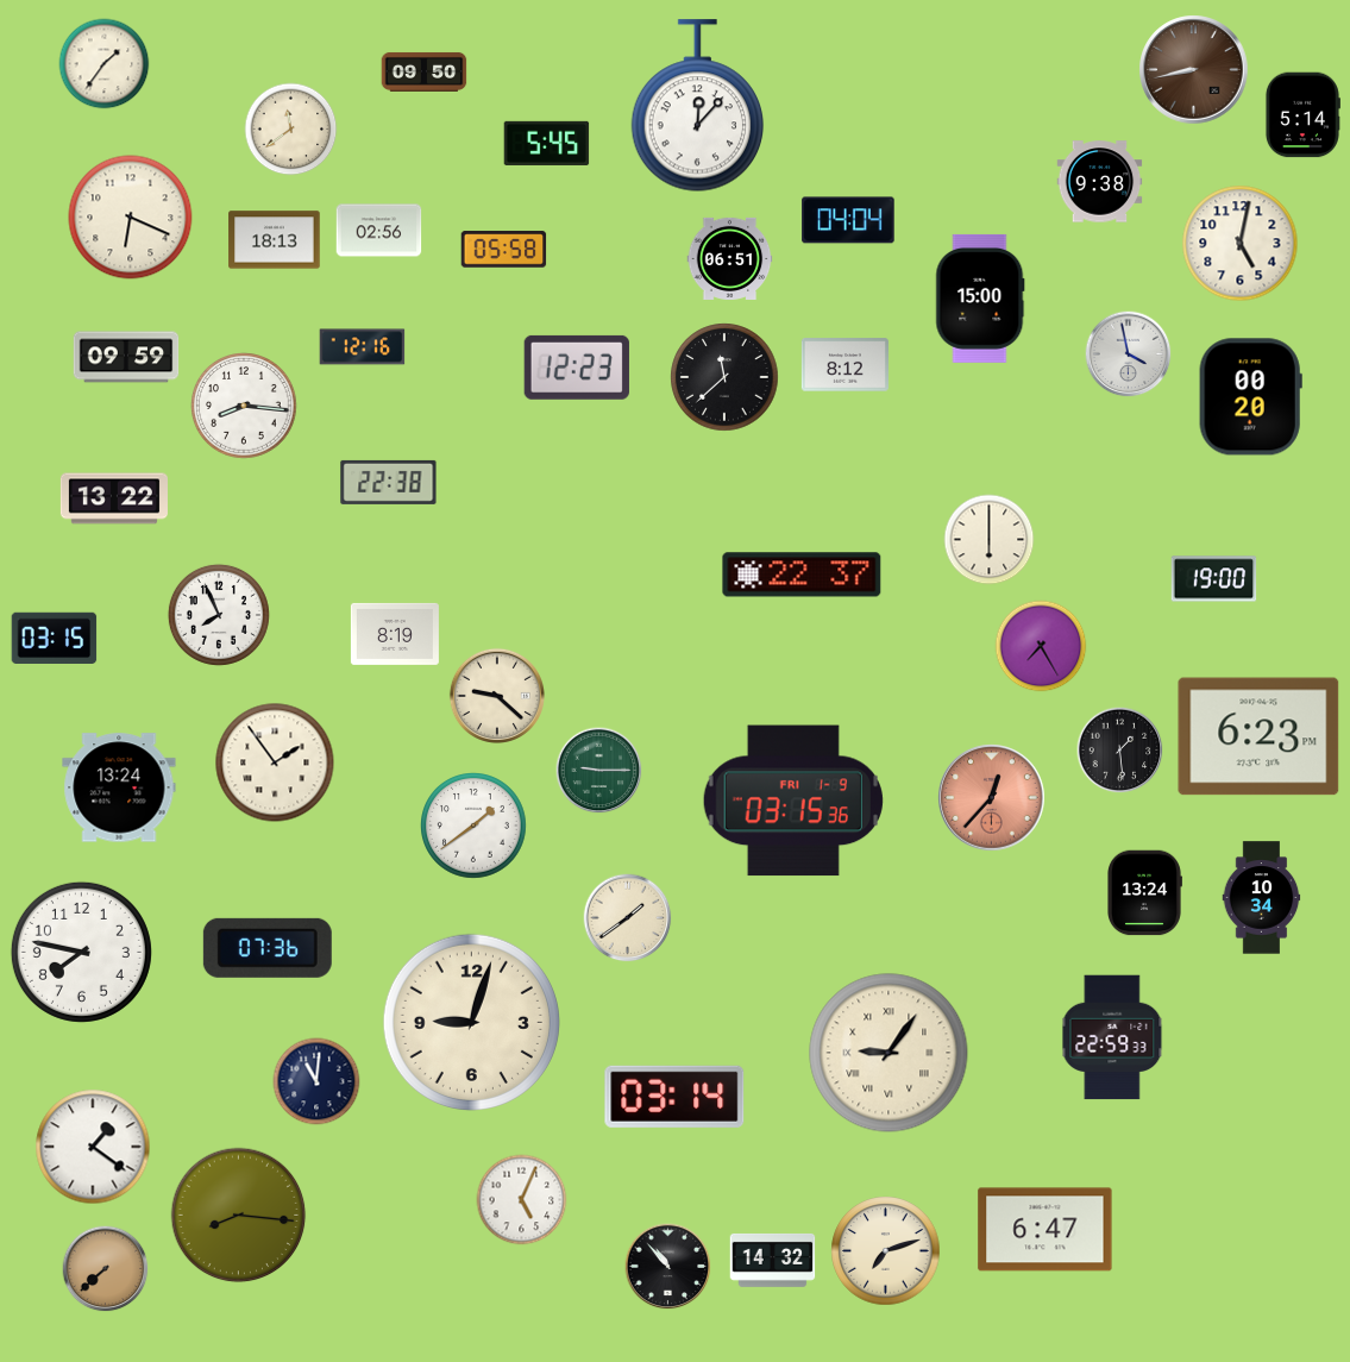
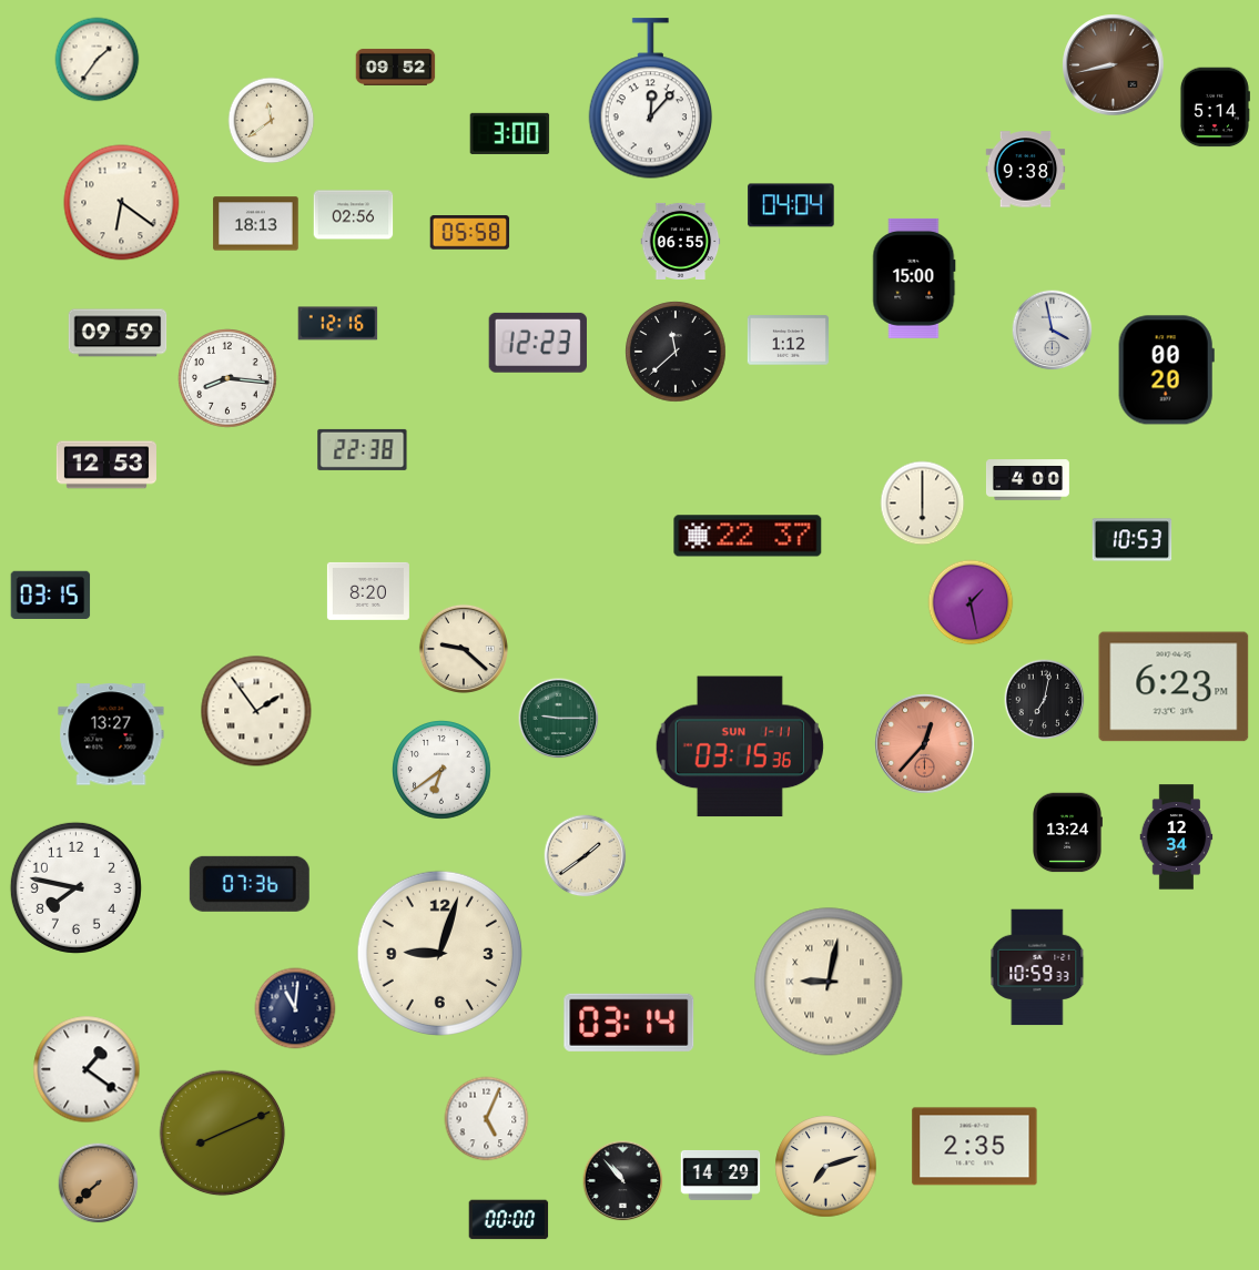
clock at (425, 71): 09:50 -> 09:52
clock at (547, 143): 5:45 -> 3:00
clock at (131, 218): 6:19 -> 6:21
clock at (1241, 244): 5:02 -> none
clock at (730, 258): 06:51 -> 06:55
clock at (844, 365): 8:12 -> 1:12
clock at (114, 498): 13:22 -> 12:53
clock at (1027, 480): none -> 4:00
clock at (1214, 579): 19:00 -> 10:53
clock at (219, 615): 7:56 -> none
clock at (395, 634): 8:19 -> 8:20
clock at (1041, 646): 7:25 -> 1:28
clock at (1120, 751): 1:29 -> 7:02
clock at (119, 787): 13:24 -> 13:27
clock at (793, 801) date: FRI 1-9 -> SUN 1-11
clock at (475, 827): 1:39 -> 6:39
clock at (1262, 898): 10:34 -> 12:34
clock at (1112, 1037): 22:59 -> 10:59
clock at (889, 1053): 9:06 -> 9:02
clock at (239, 1216): 8:16 -> 8:11
clock at (1046, 1230): 6:47 -> 2:35
clock at (773, 1260): 14:32 -> 14:29
clock at (509, 1220): none -> 00:00
